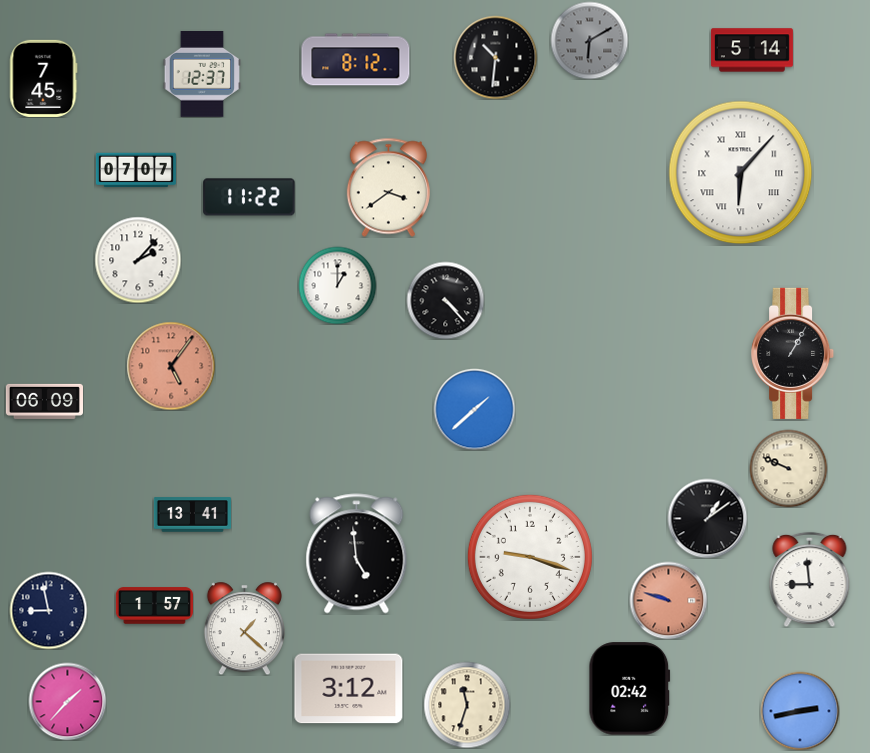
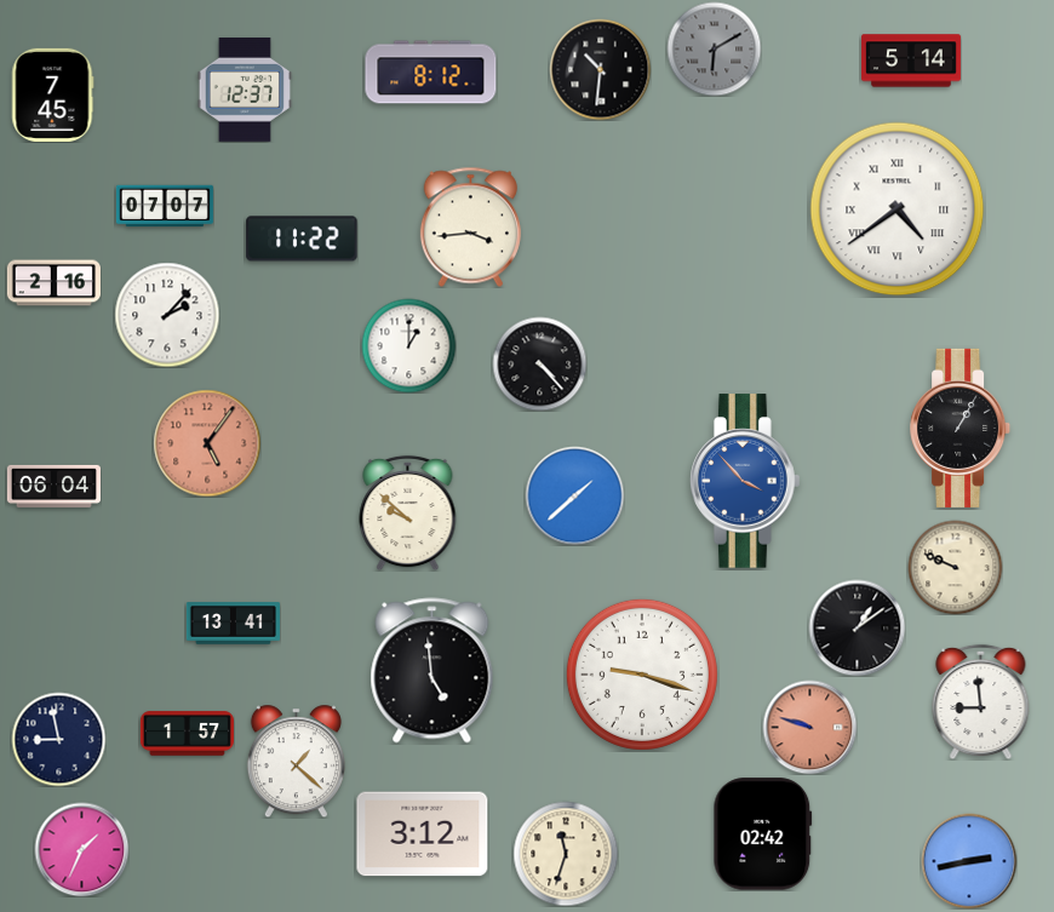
clock at (741, 173): 6:07 -> 4:39
clock at (388, 187): 3:39 -> 3:44
clock at (53, 283): none -> 2:16
clock at (746, 481): none -> 3:53
clock at (44, 401): 06:09 -> 06:04
clock at (408, 512): none -> 9:52
clock at (67, 701): 1:37 -> 1:34
